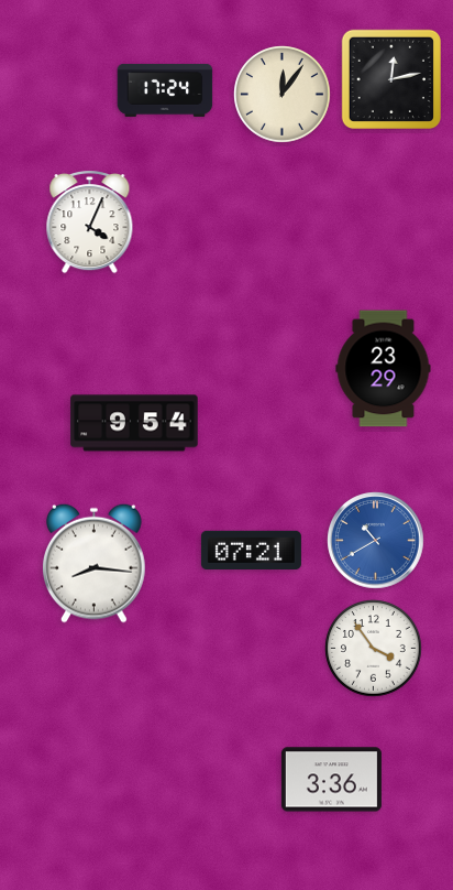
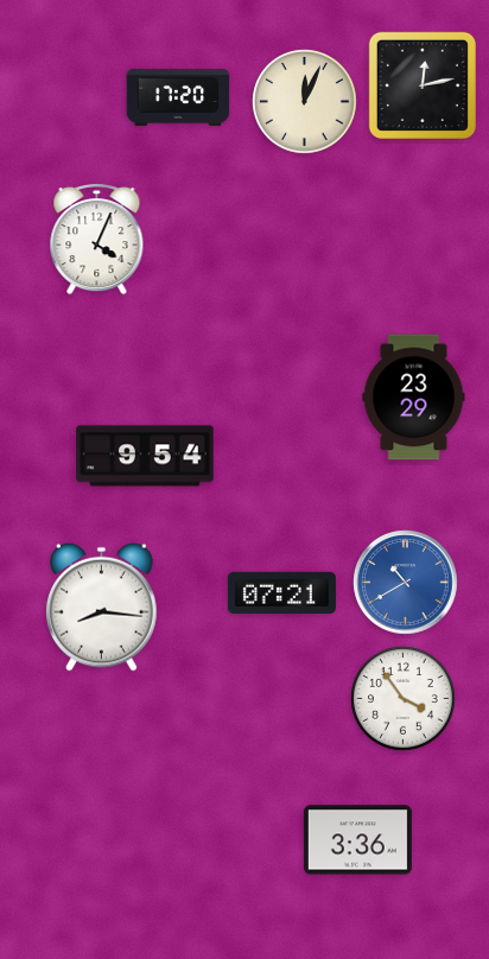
clock at (165, 90): 17:24 -> 17:20
clock at (283, 95): 12:06 -> 12:04
clock at (251, 550) position: (251, 550) -> (281, 592)
